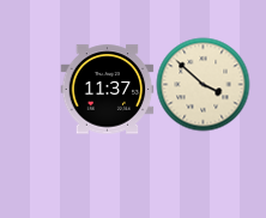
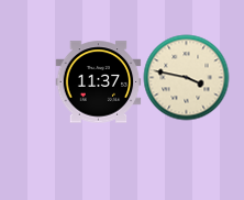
clock at (202, 84): 3:52 -> 3:47
